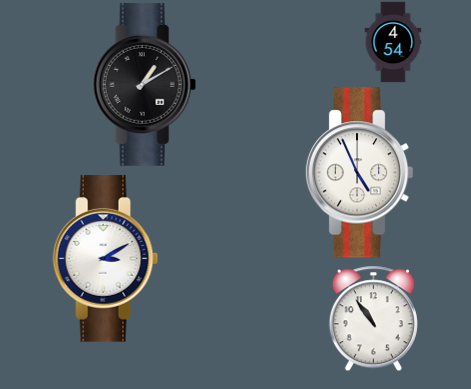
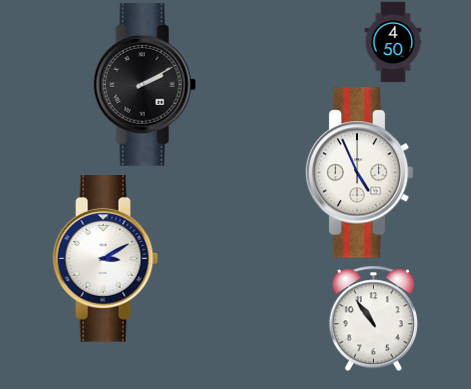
clock at (393, 42): 4:54 -> 4:50
clock at (144, 84): 1:10 -> 2:10
